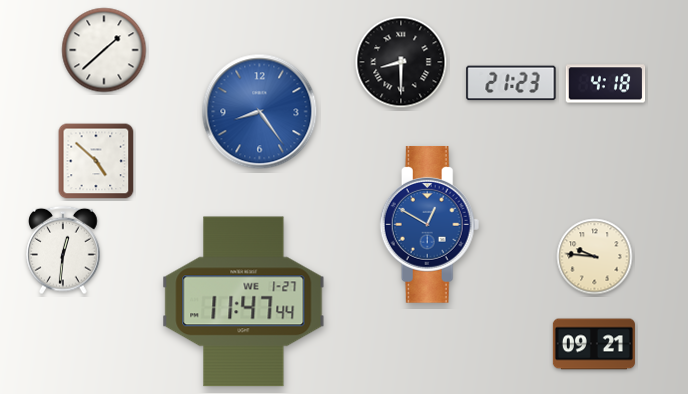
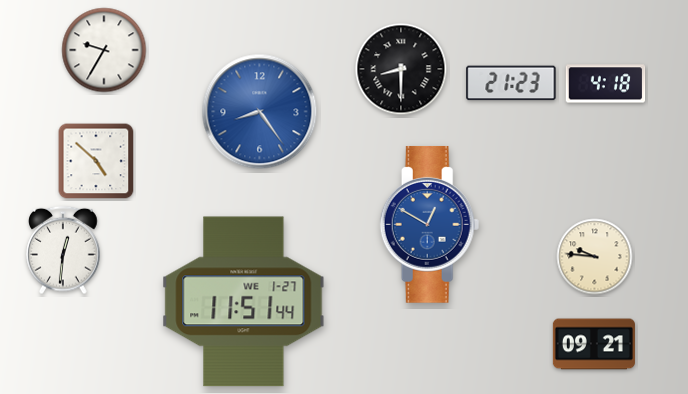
clock at (104, 50): 1:38 -> 9:35
clock at (401, 62) position: (401, 62) -> (401, 69)
clock at (244, 302): 11:47 -> 11:51
